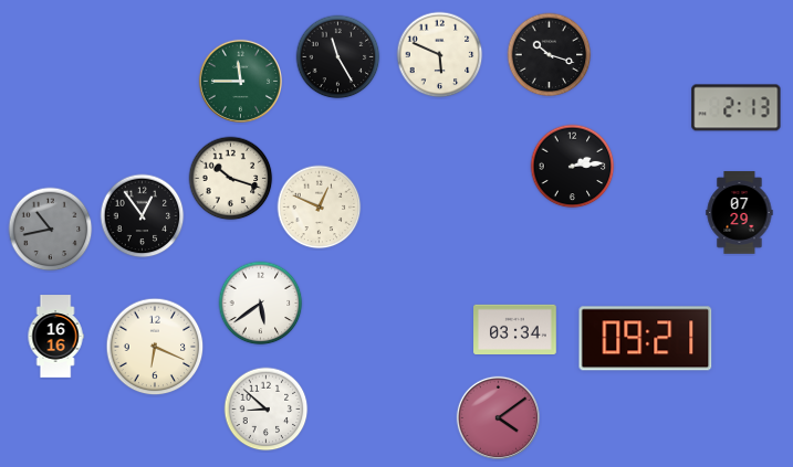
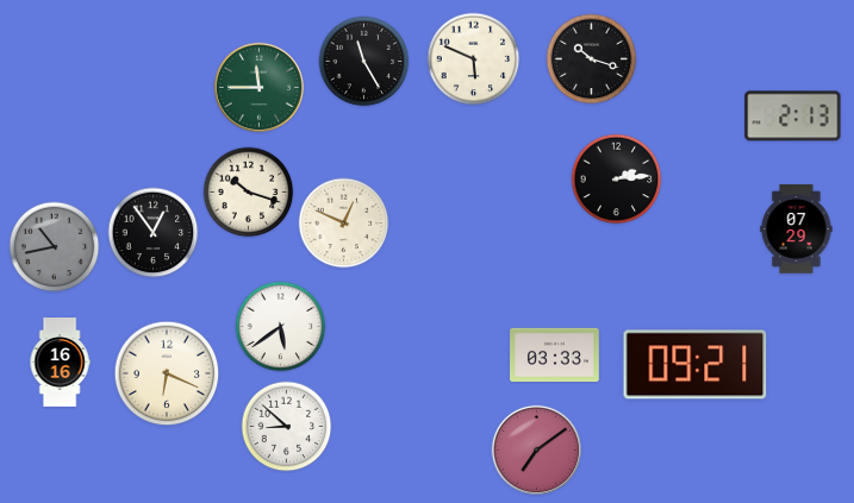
clock at (515, 329): 03:34 -> 03:33
clock at (267, 410) position: (267, 410) -> (287, 427)
clock at (498, 417): 4:09 -> 7:09
